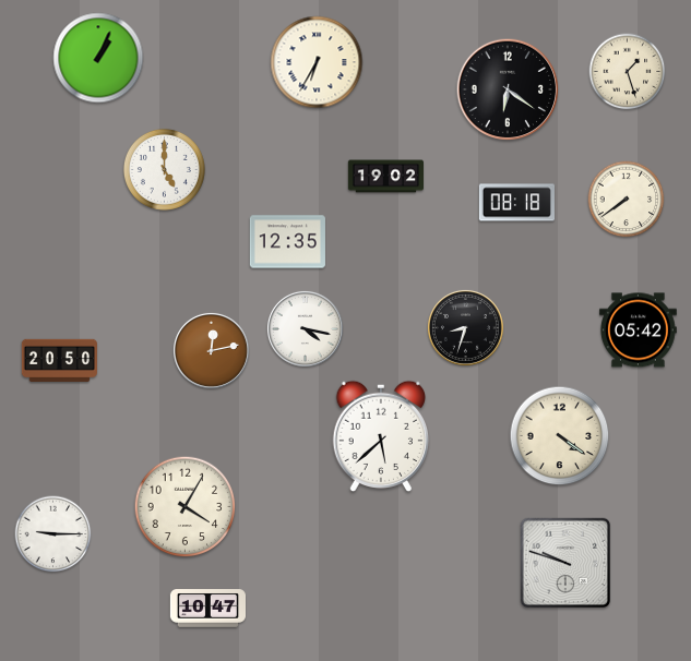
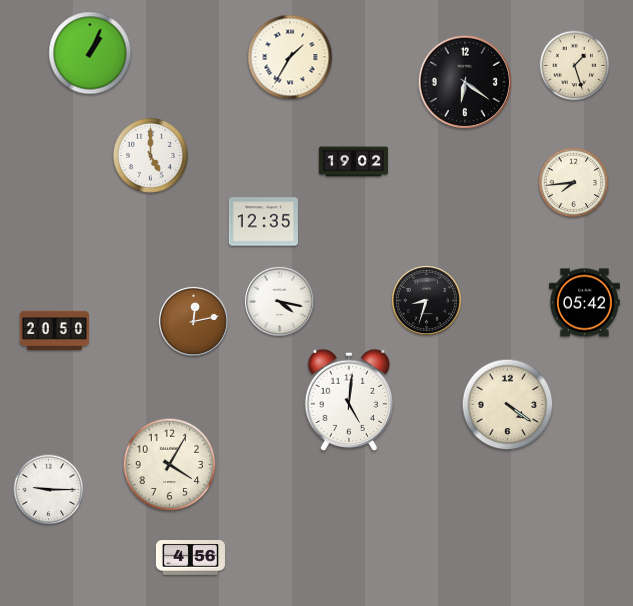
clock at (317, 62): 6:35 -> 1:35
clock at (627, 200): 7:39 -> 7:44
clock at (516, 203): 08:18 -> none
clock at (380, 436): 5:38 -> 5:01
clock at (560, 436) position: (560, 436) -> (508, 405)
clock at (565, 563): 9:48 -> none
clock at (207, 609): 10:47 -> 4:56
